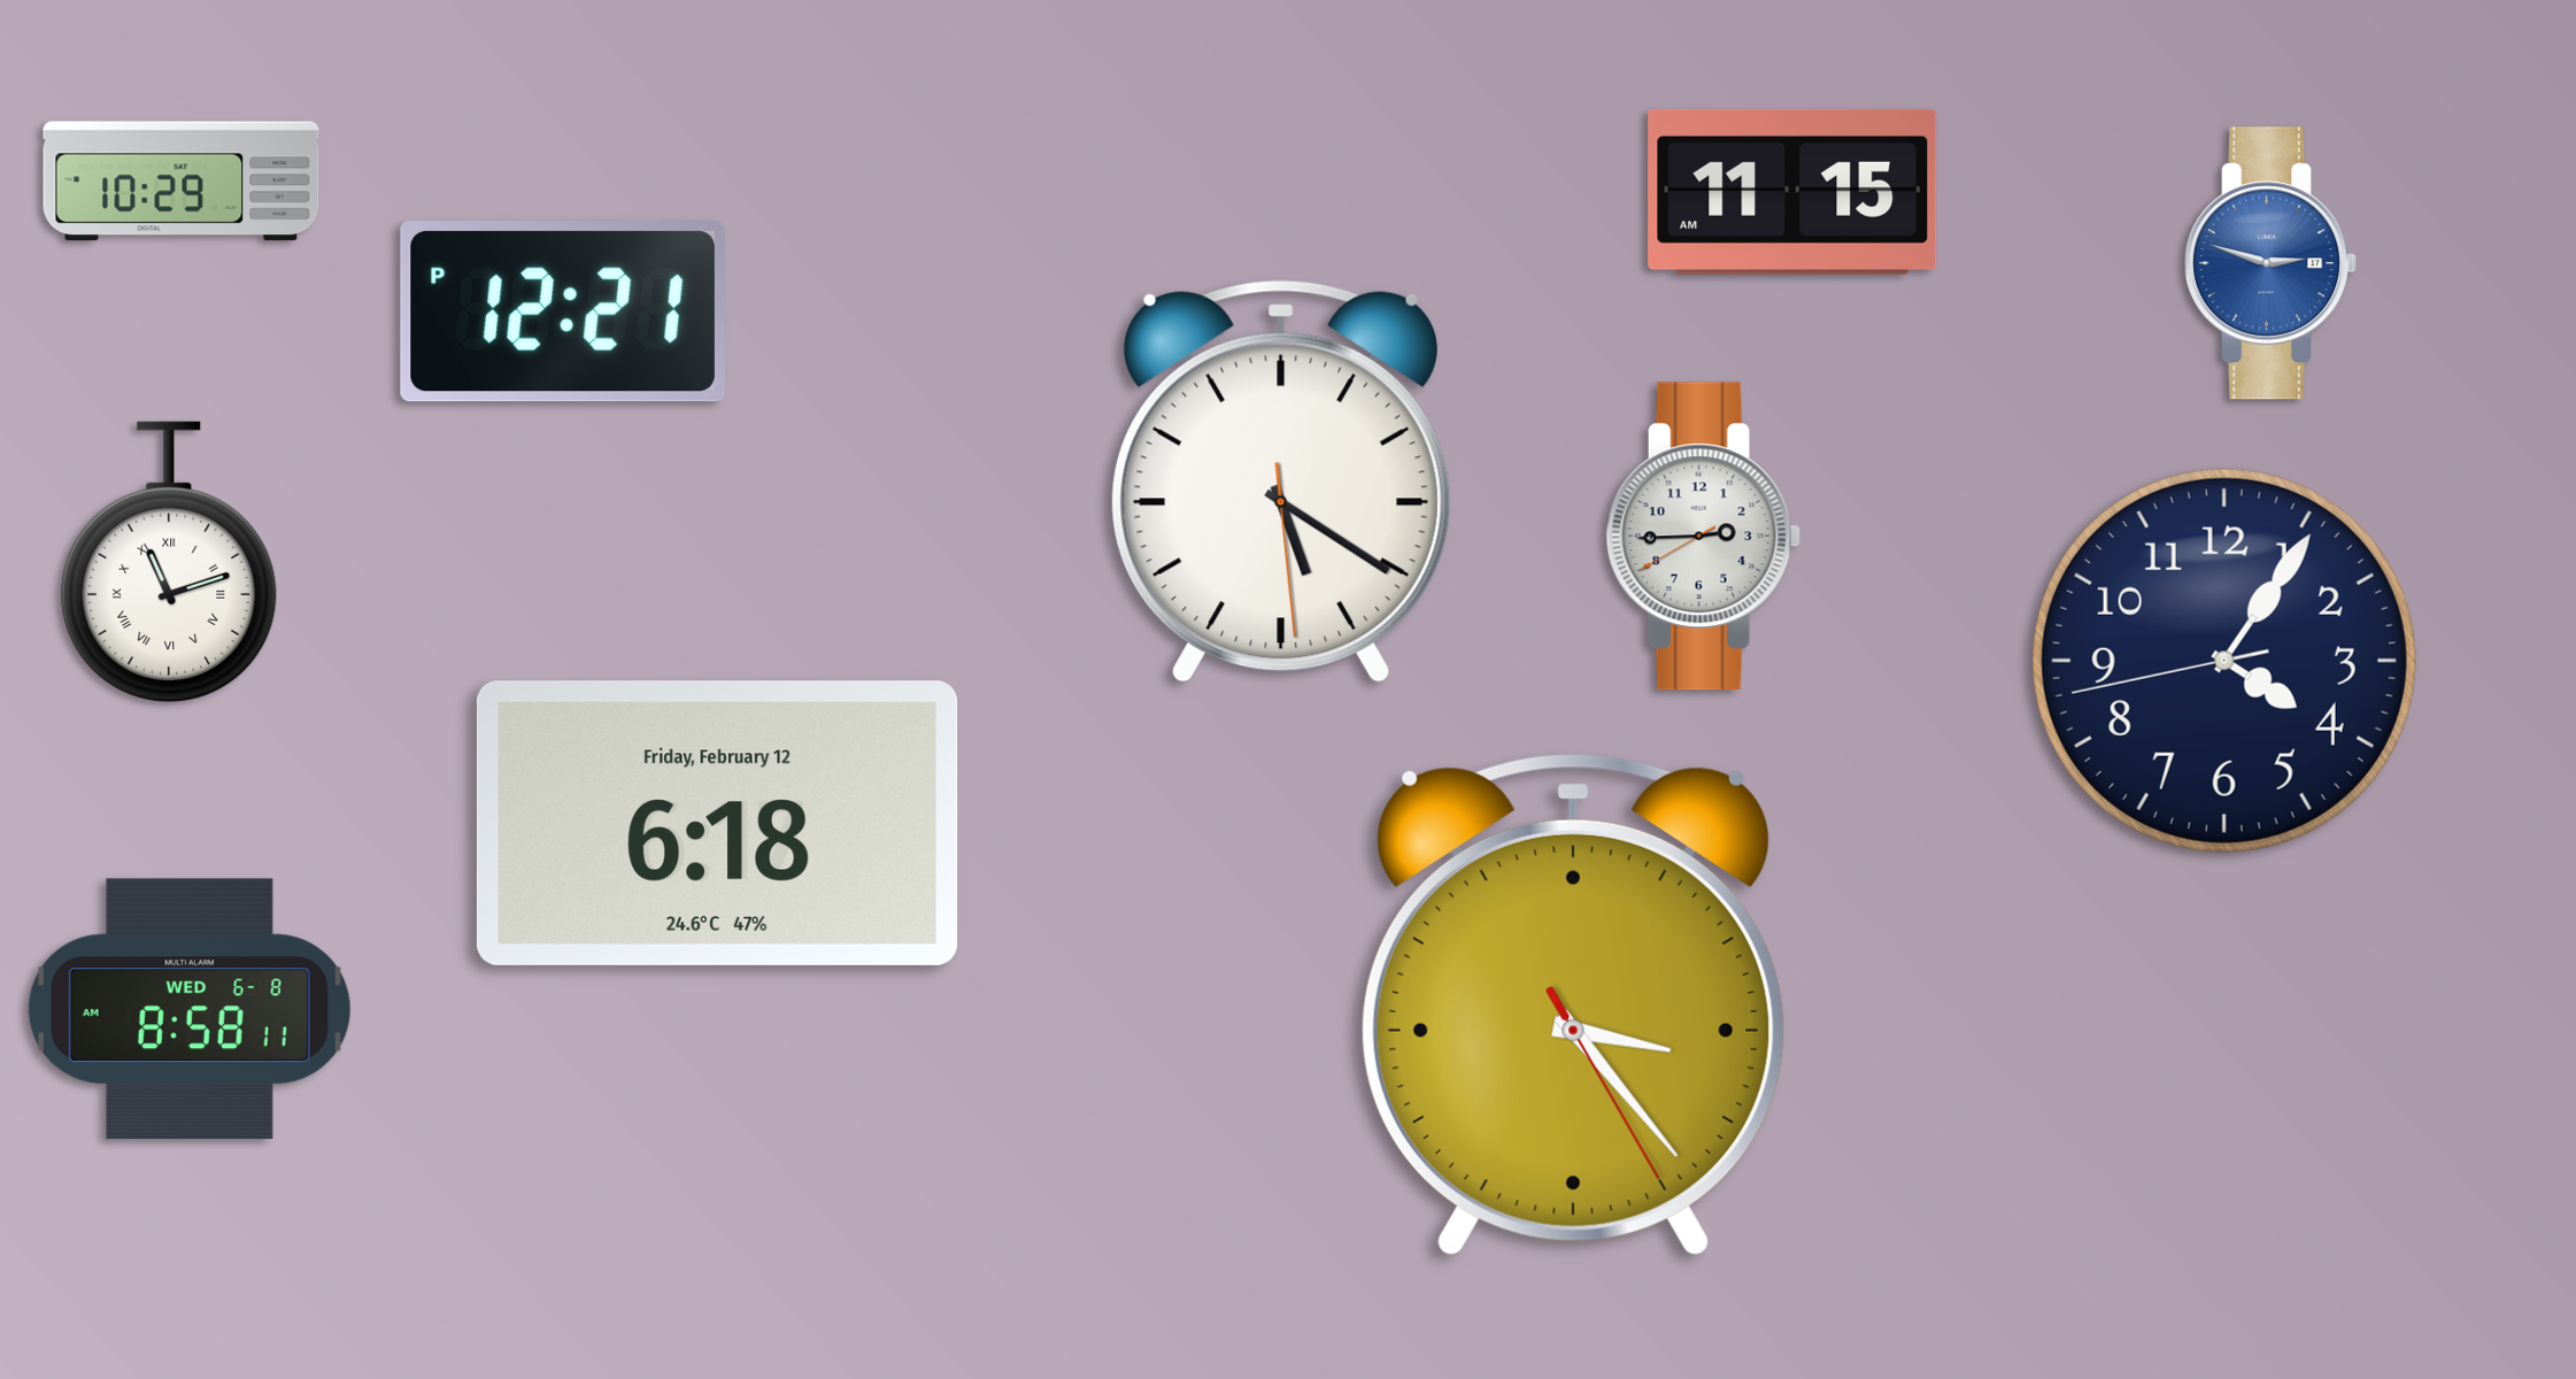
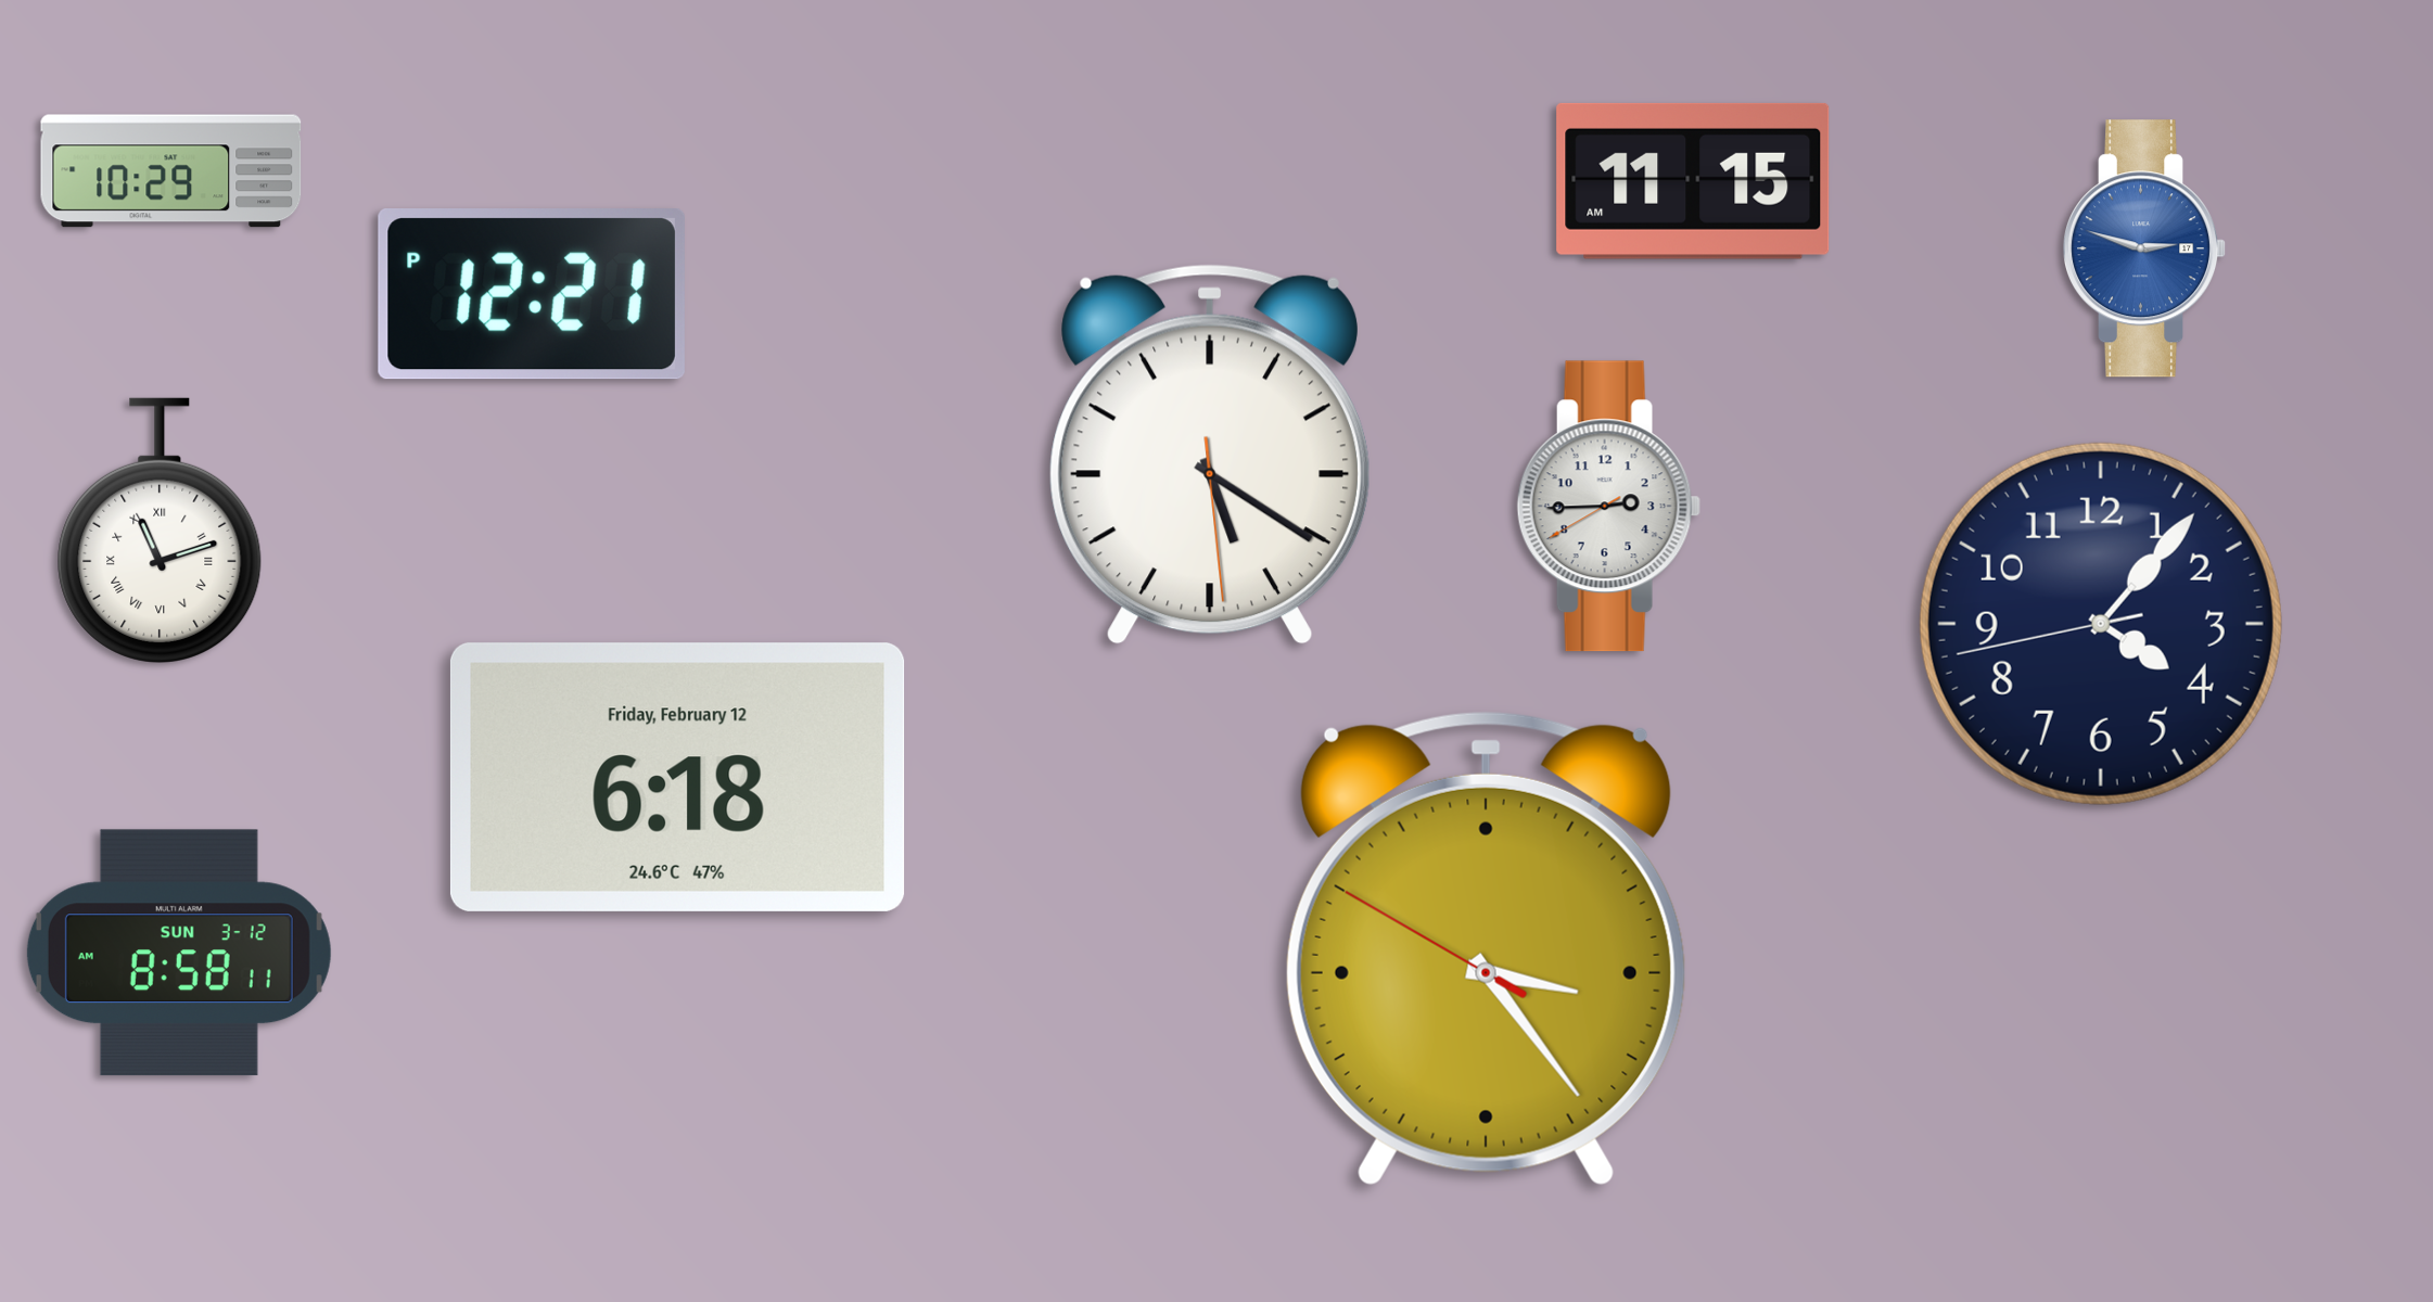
clock at (2224, 661): 4:05 -> 4:06
clock at (1573, 1004): 3:23:25 -> 3:23:50
clock at (190, 1009) date: WED 6-8 -> SUN 3-12
